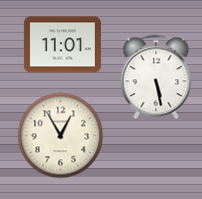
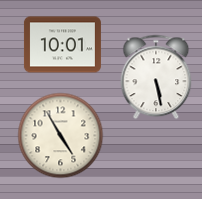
clock at (62, 45): 11:01 -> 10:01
clock at (60, 135): 12:55 -> 4:55
